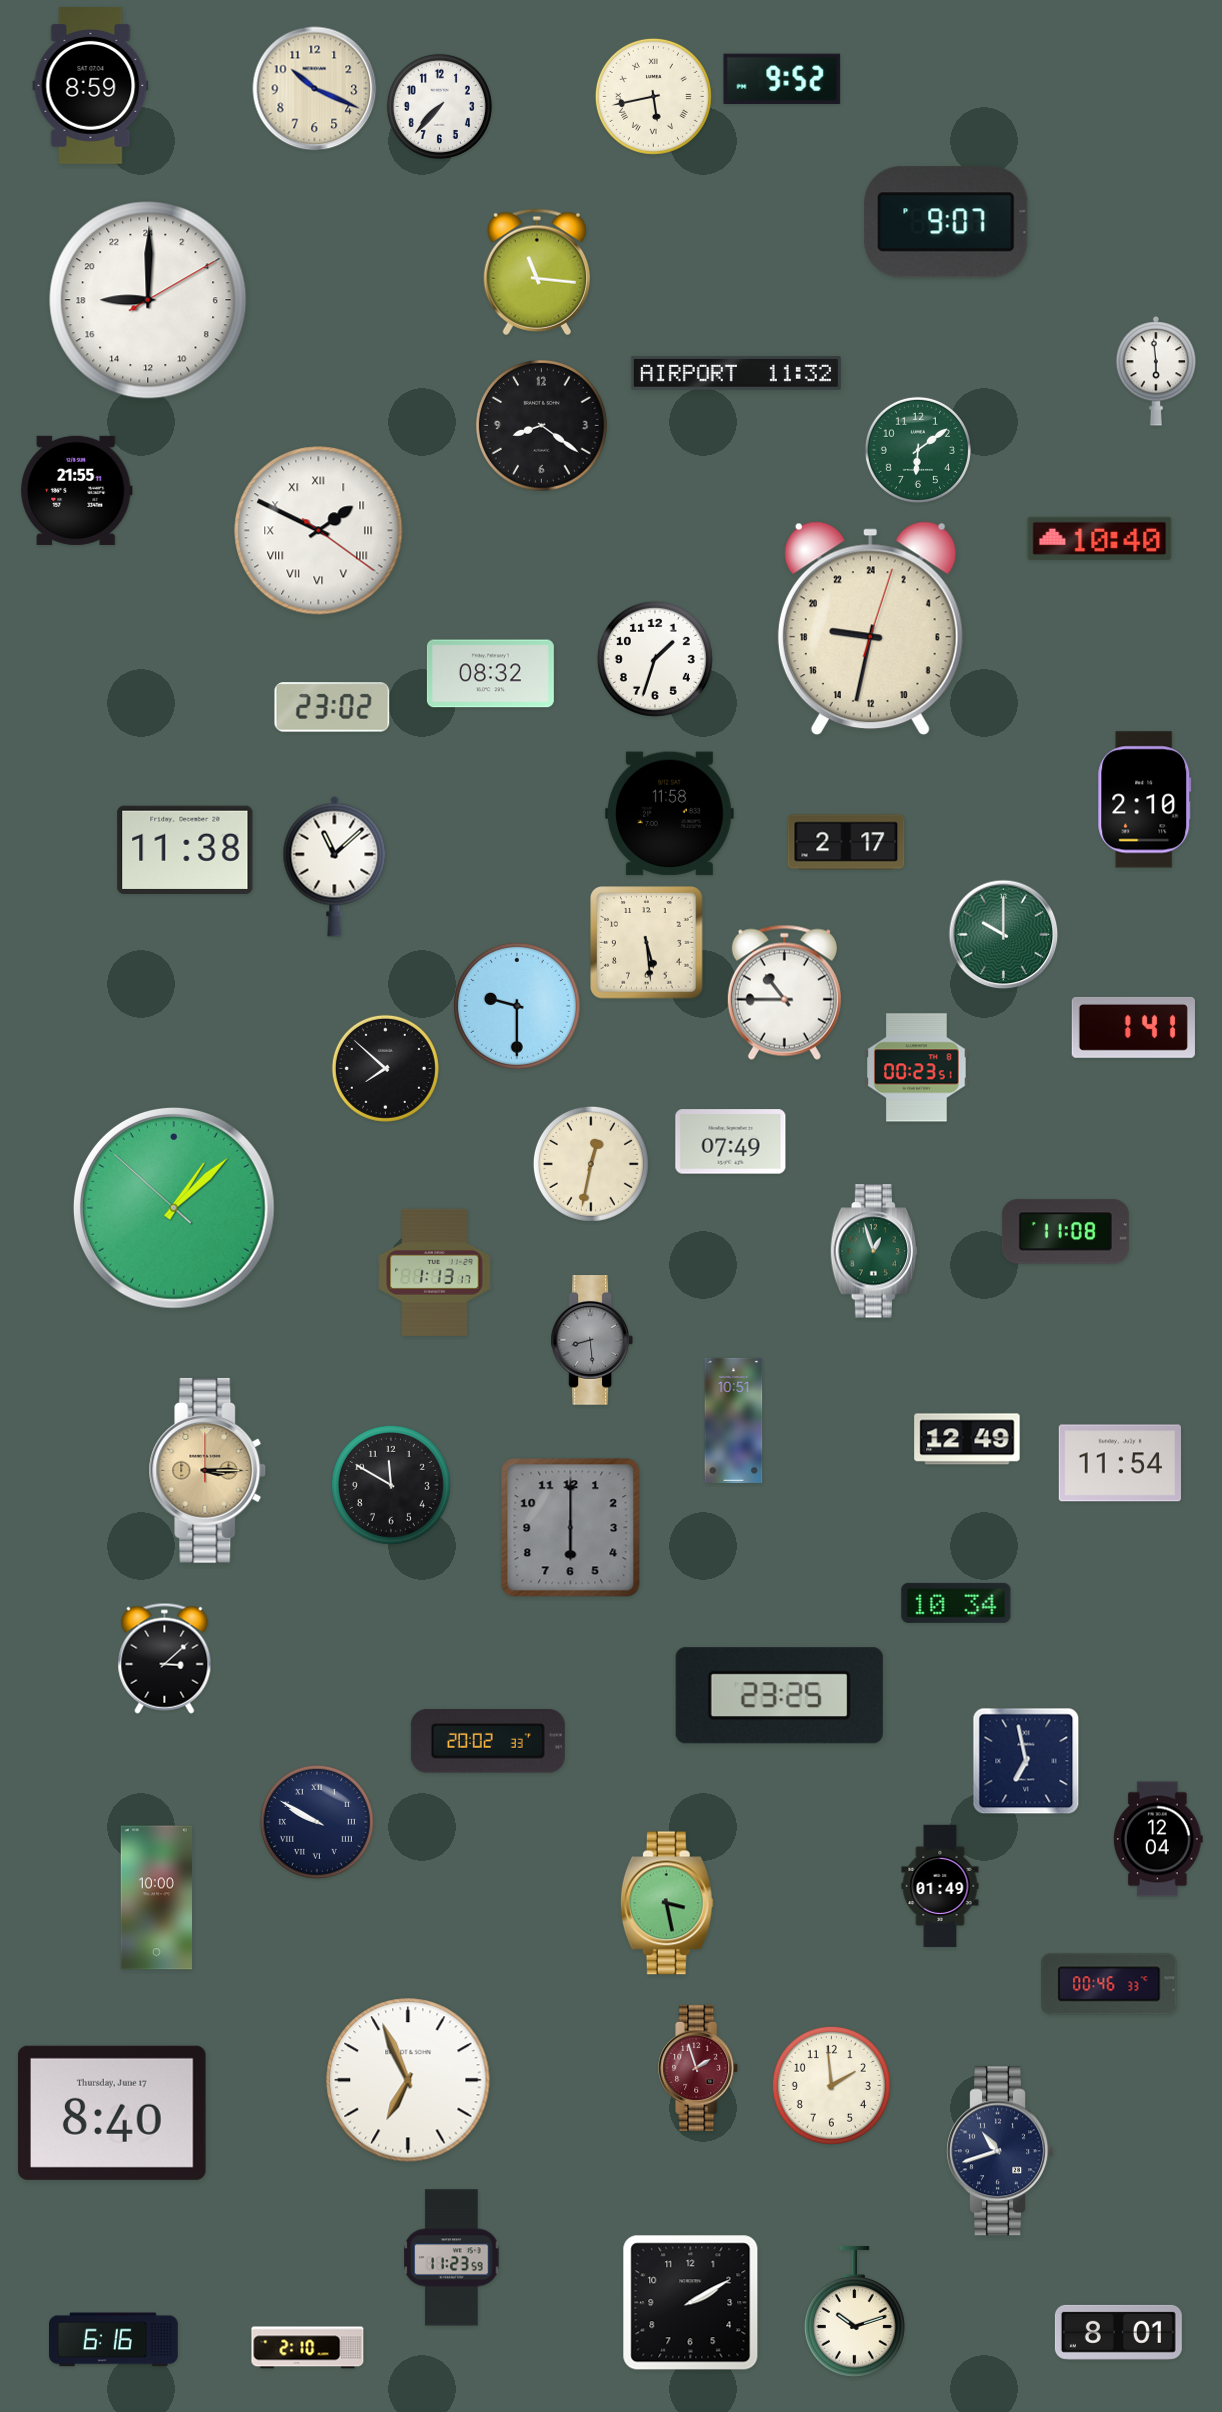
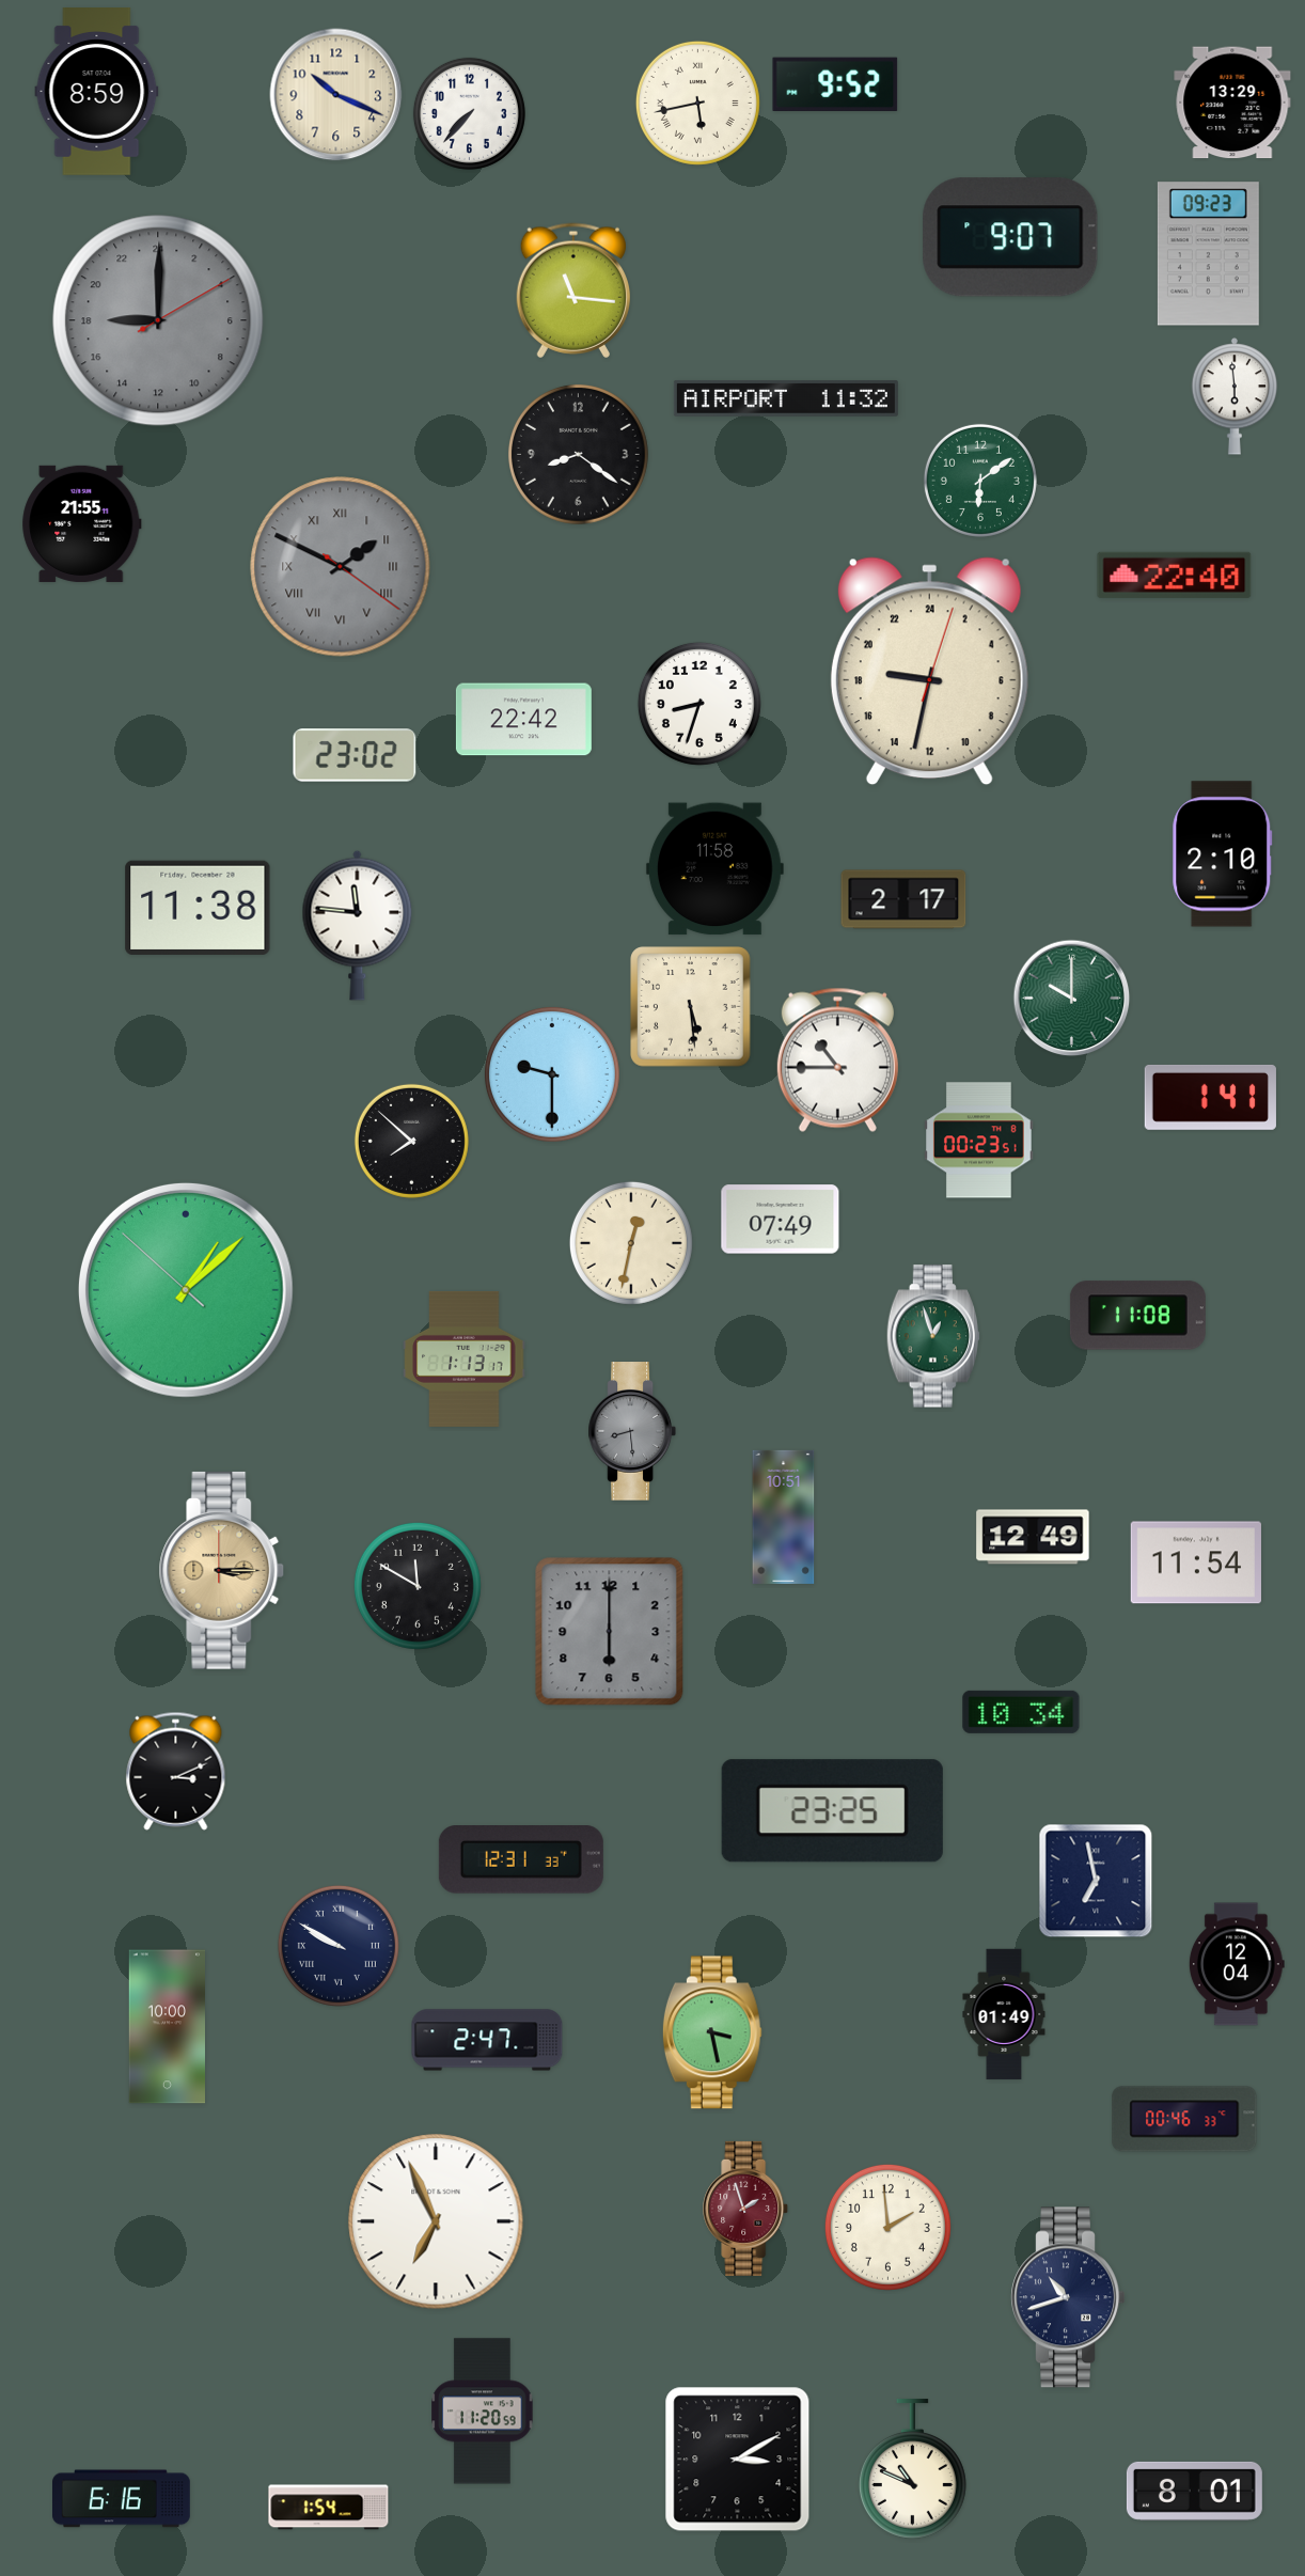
clock at (1232, 103): none -> 13:29
clock at (1208, 254): none -> 09:23
clock at (148, 300) dial: white -> grey
clock at (319, 531) dial: white -> grey
clock at (1100, 538): 10:40 -> 22:40
clock at (655, 659): 1:33 -> 8:33
clock at (490, 674): 08:32 -> 22:42
clock at (335, 866): 11:08 -> 11:46
clock at (165, 1658): 3:08 -> 3:11
clock at (488, 1742): 20:02 -> 12:31
clock at (487, 2040): none -> 2:47
clock at (112, 2113): 8:40 -> none
clock at (452, 2258): 11:23 -> 11:20
clock at (691, 2303): 2:10 -> 3:10
clock at (854, 2312): 10:12 -> 10:49
clock at (308, 2348): 2:10 -> 1:54
